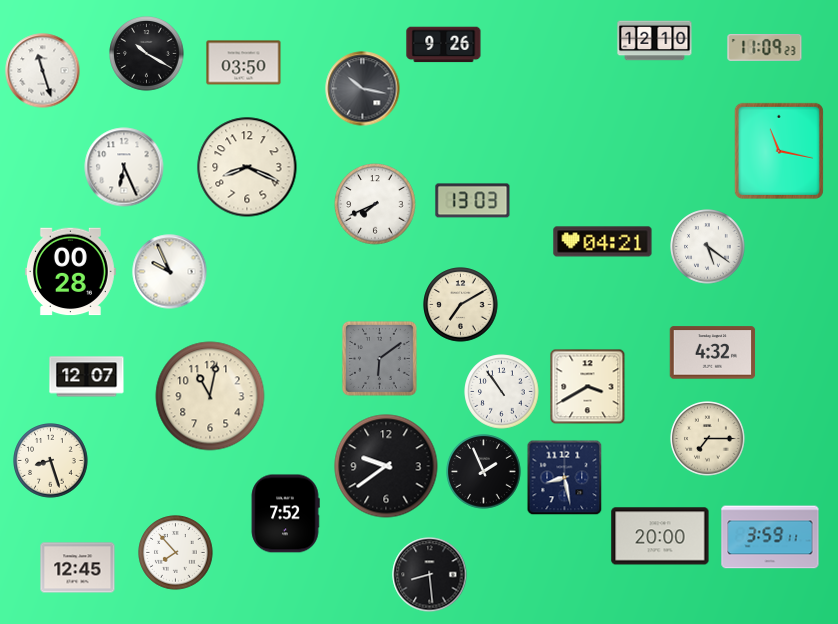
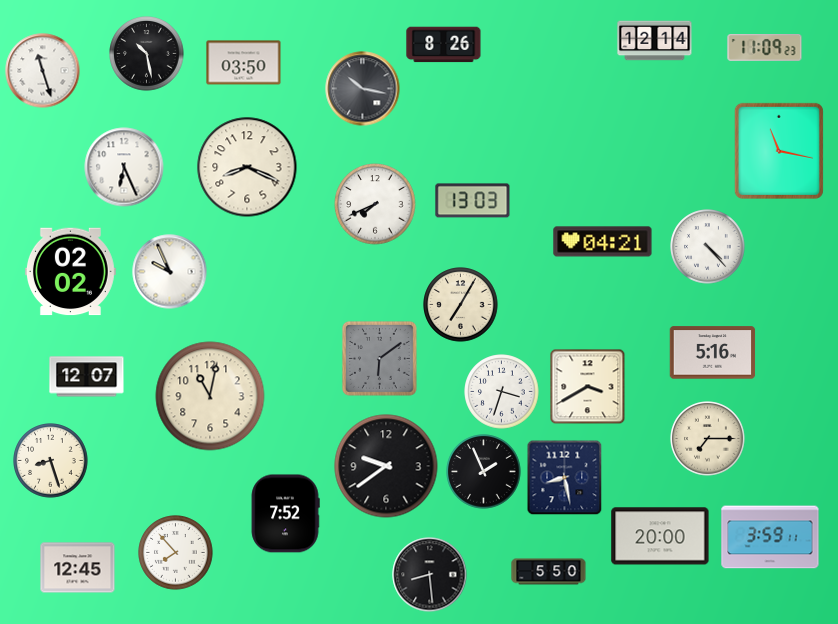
clock at (655, 41): 12:10 -> 12:14
clock at (444, 45): 9:26 -> 8:26
clock at (147, 54): 10:20 -> 10:28
clock at (708, 247): 5:21 -> 4:23
clock at (70, 272): 00:28 -> 02:02
clock at (461, 305): 7:10 -> 7:05
clock at (713, 353): 4:32 -> 5:16
clock at (502, 392): 10:54 -> 3:33
clock at (549, 572): none -> 5:50
